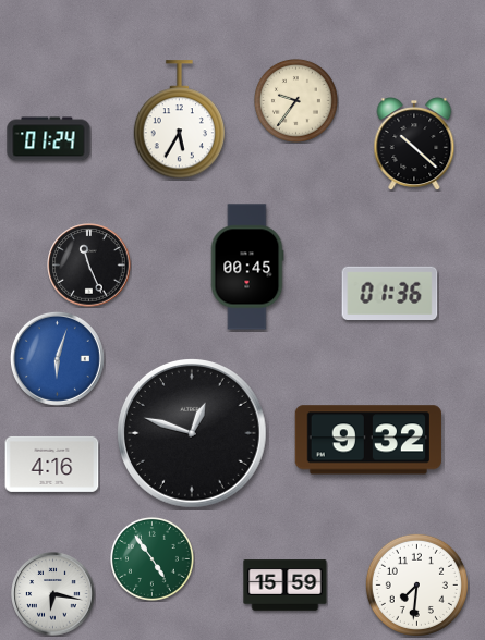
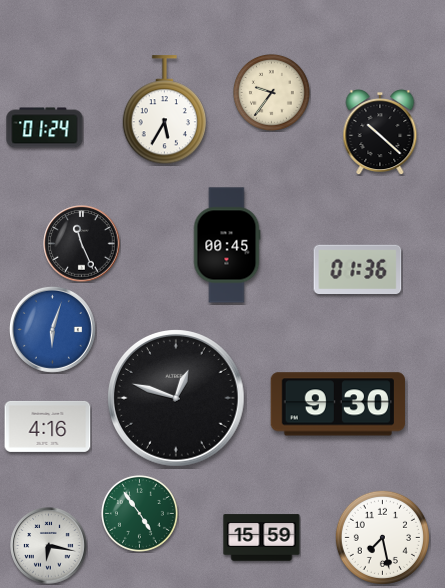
clock at (368, 440): 9:32 -> 9:30
clock at (416, 584): 7:31 -> 7:28
